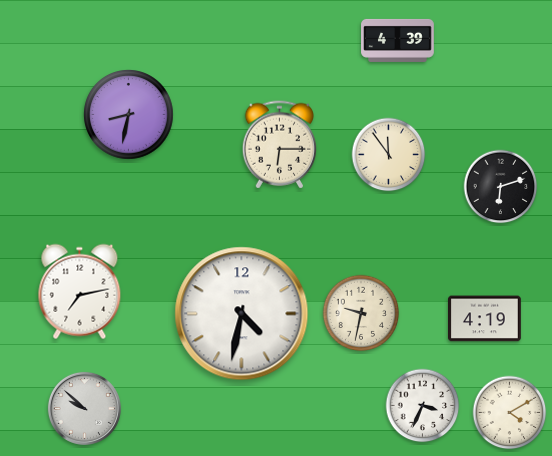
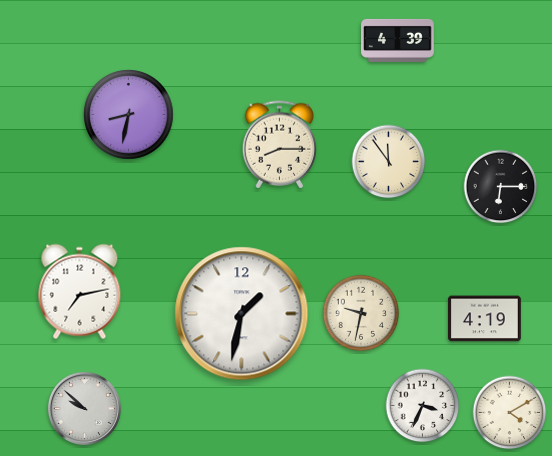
clock at (279, 145): 6:15 -> 8:15
clock at (389, 155) position: (389, 155) -> (389, 162)
clock at (501, 187): 6:12 -> 6:15
clock at (242, 314): 4:32 -> 1:32
